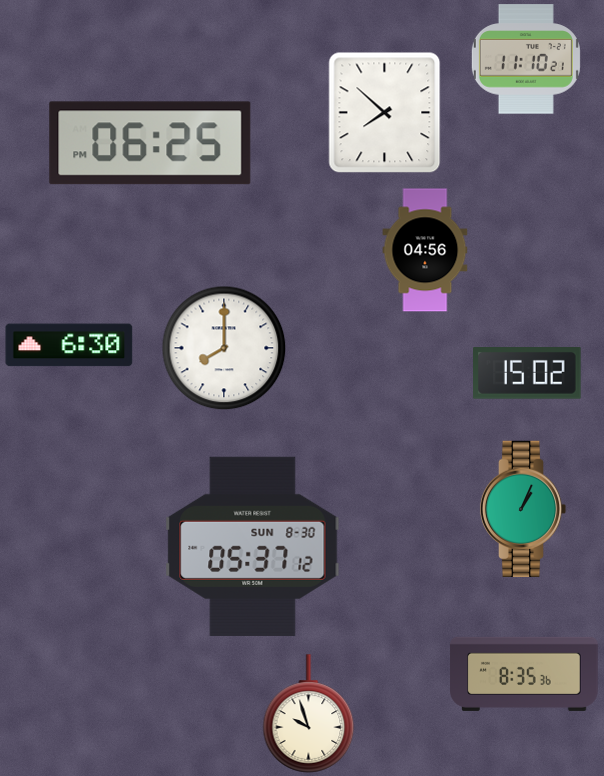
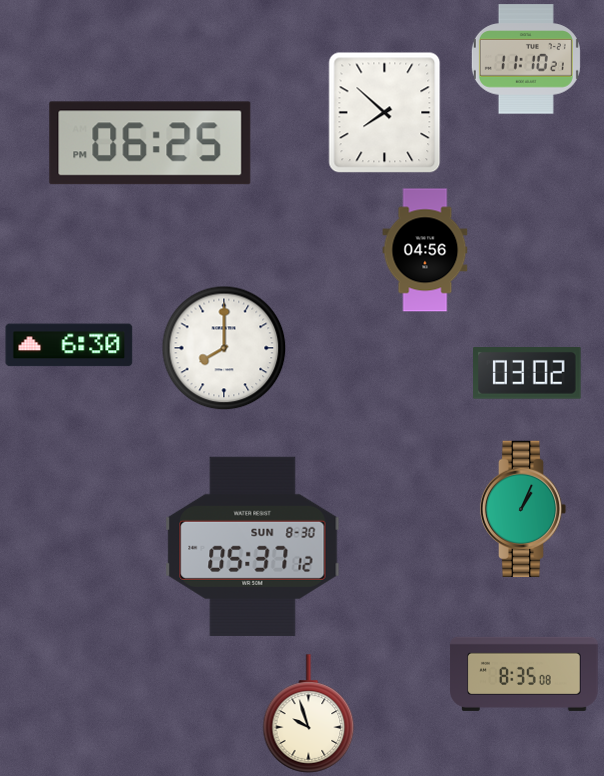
clock at (528, 374): 15:02 -> 03:02
clock at (524, 674): 8:35:36 -> 8:35:08
